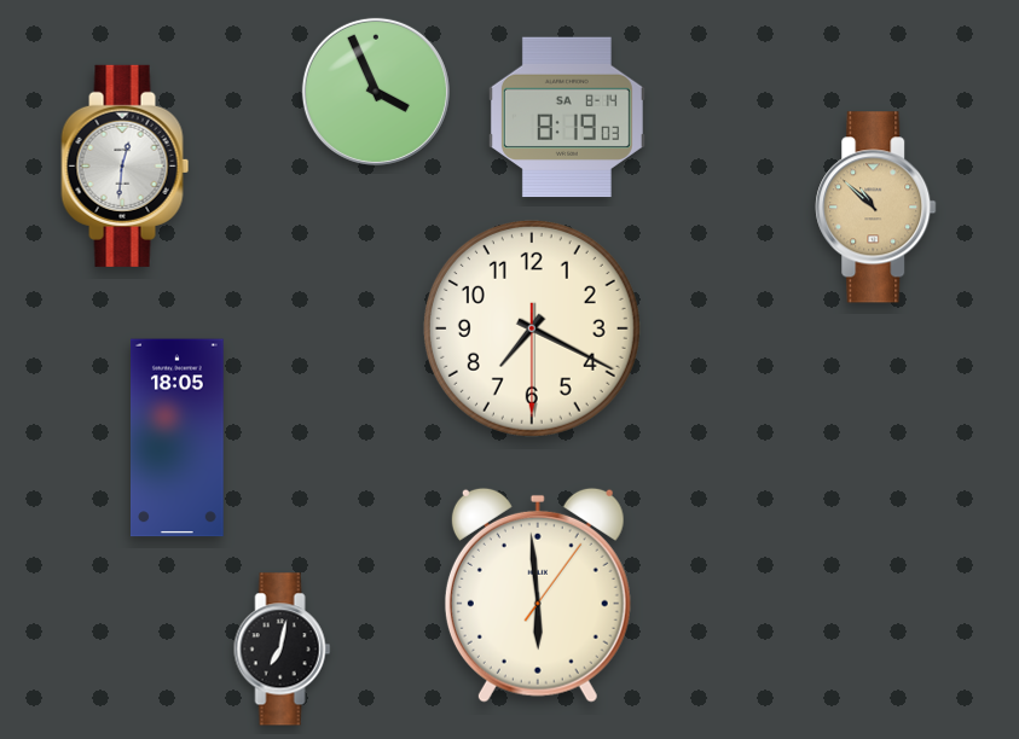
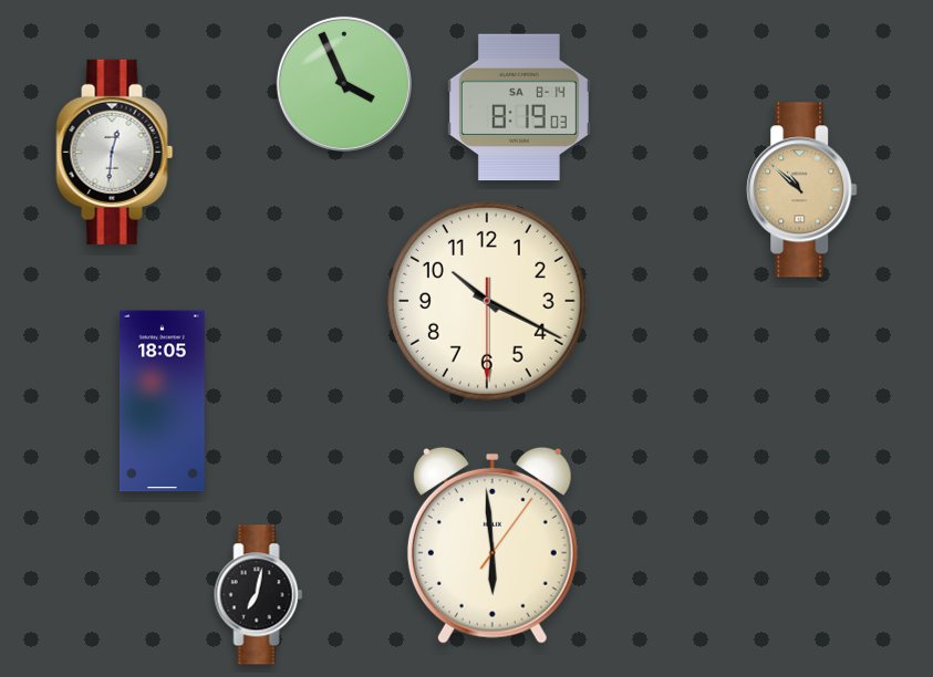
clock at (532, 328): 7:19 -> 10:19
